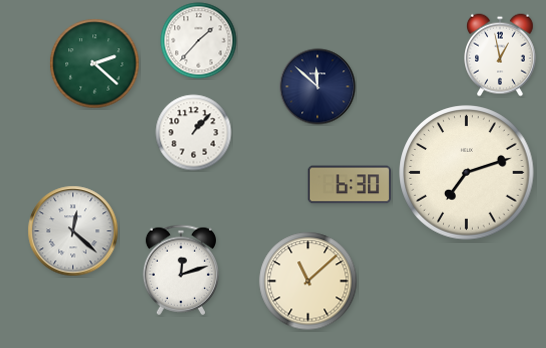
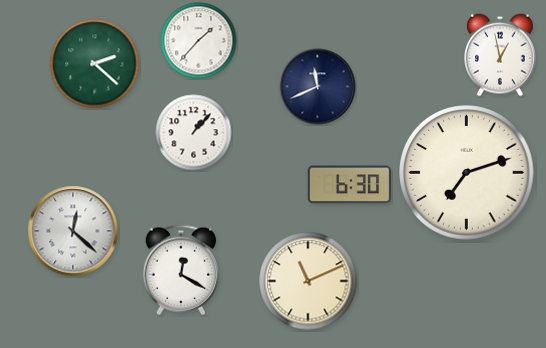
clock at (318, 87): 11:52 -> 11:41
clock at (181, 270): 12:12 -> 12:20
clock at (308, 281): 11:08 -> 11:11
